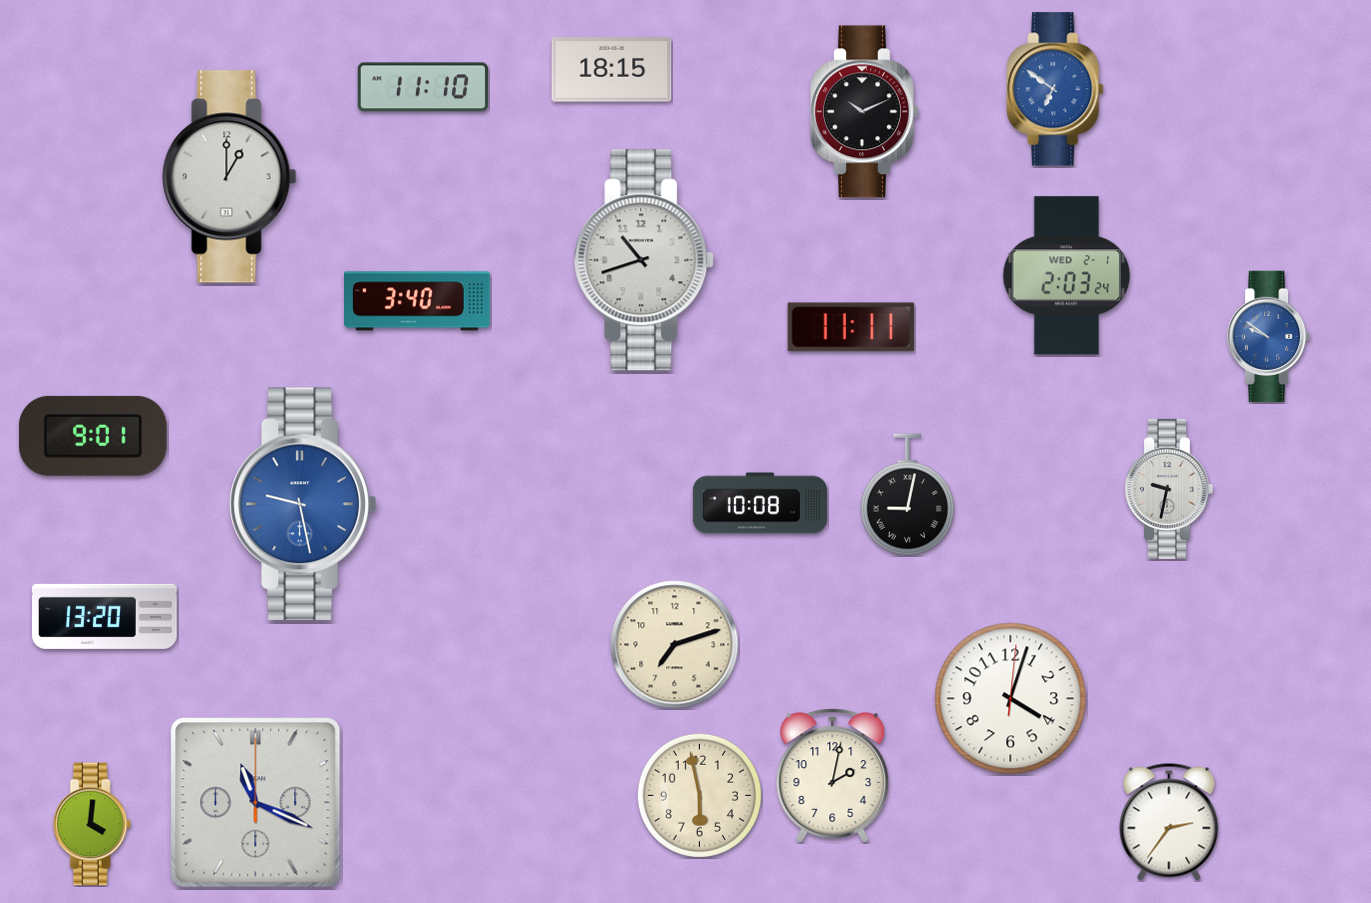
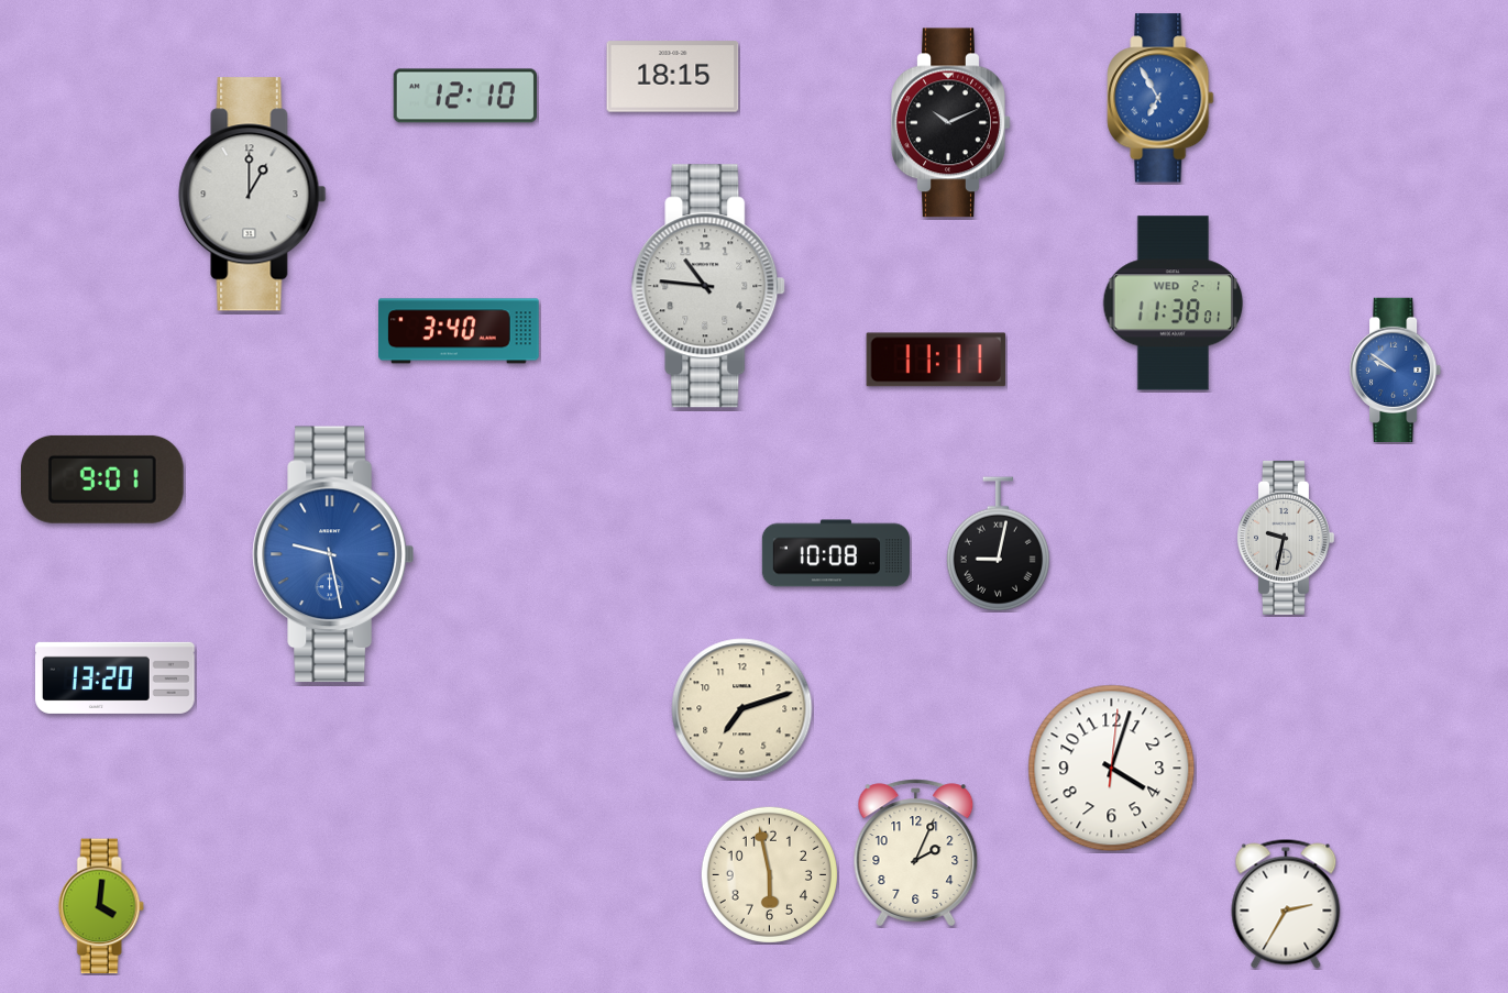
clock at (422, 87): 11:10 -> 12:10
clock at (1055, 89): 6:51 -> 6:55
clock at (645, 260): 10:42 -> 10:46
clock at (1067, 276): 2:03 -> 11:38
clock at (833, 776): 2:02 -> 2:04
clock at (256, 803): 11:19 -> none
clock at (1169, 822): 2:36 -> 2:35
